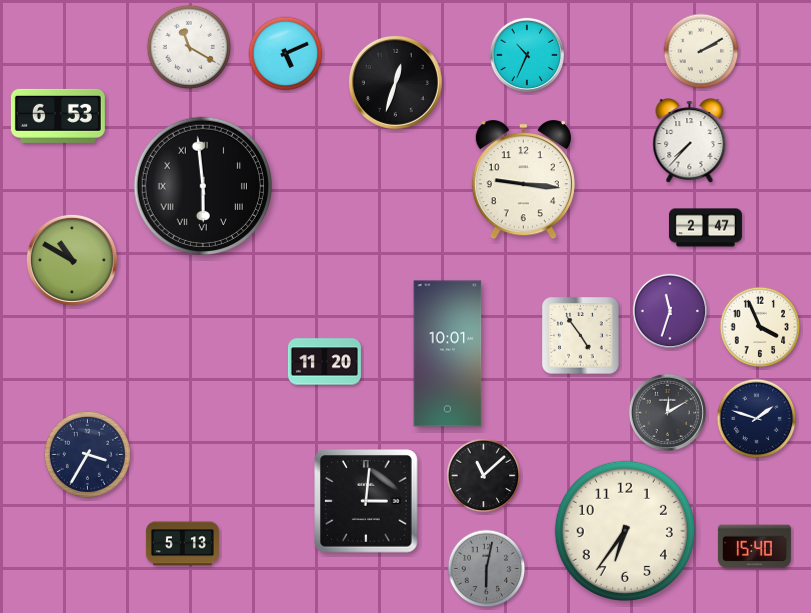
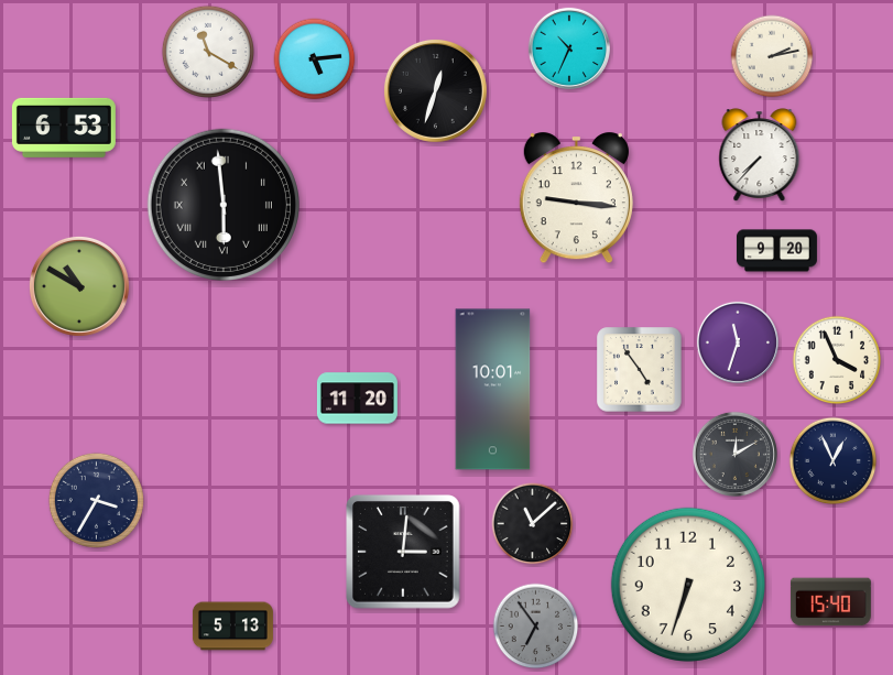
clock at (701, 51): 2:10 -> 2:13
clock at (286, 54): 5:11 -> 5:14
clock at (527, 55) position: (527, 55) -> (569, 48)
clock at (705, 228): 2:47 -> 9:20
clock at (757, 419): 1:48 -> 12:56
clock at (625, 531): 6:36 -> 6:33
clock at (182, 544) position: (182, 544) -> (232, 627)
clock at (487, 569): 6:02 -> 6:54
